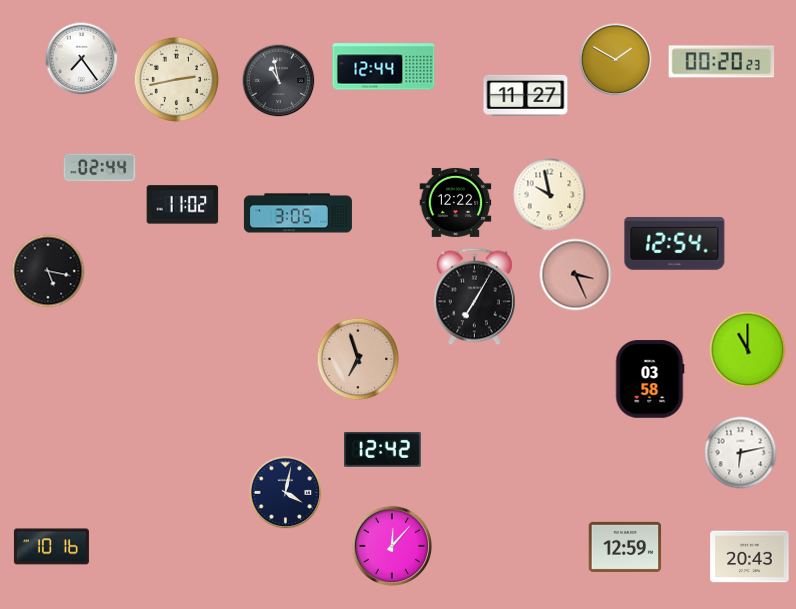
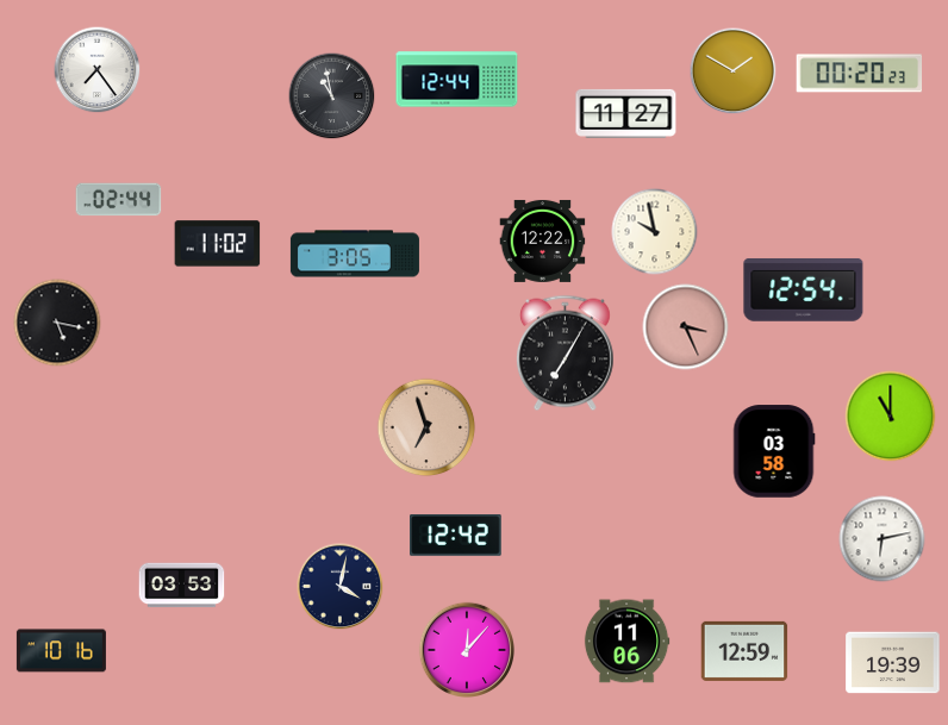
clock at (176, 79): 2:43 -> none
clock at (182, 586): none -> 03:53
clock at (626, 642): none -> 11:06
clock at (750, 557): 20:43 -> 19:39
